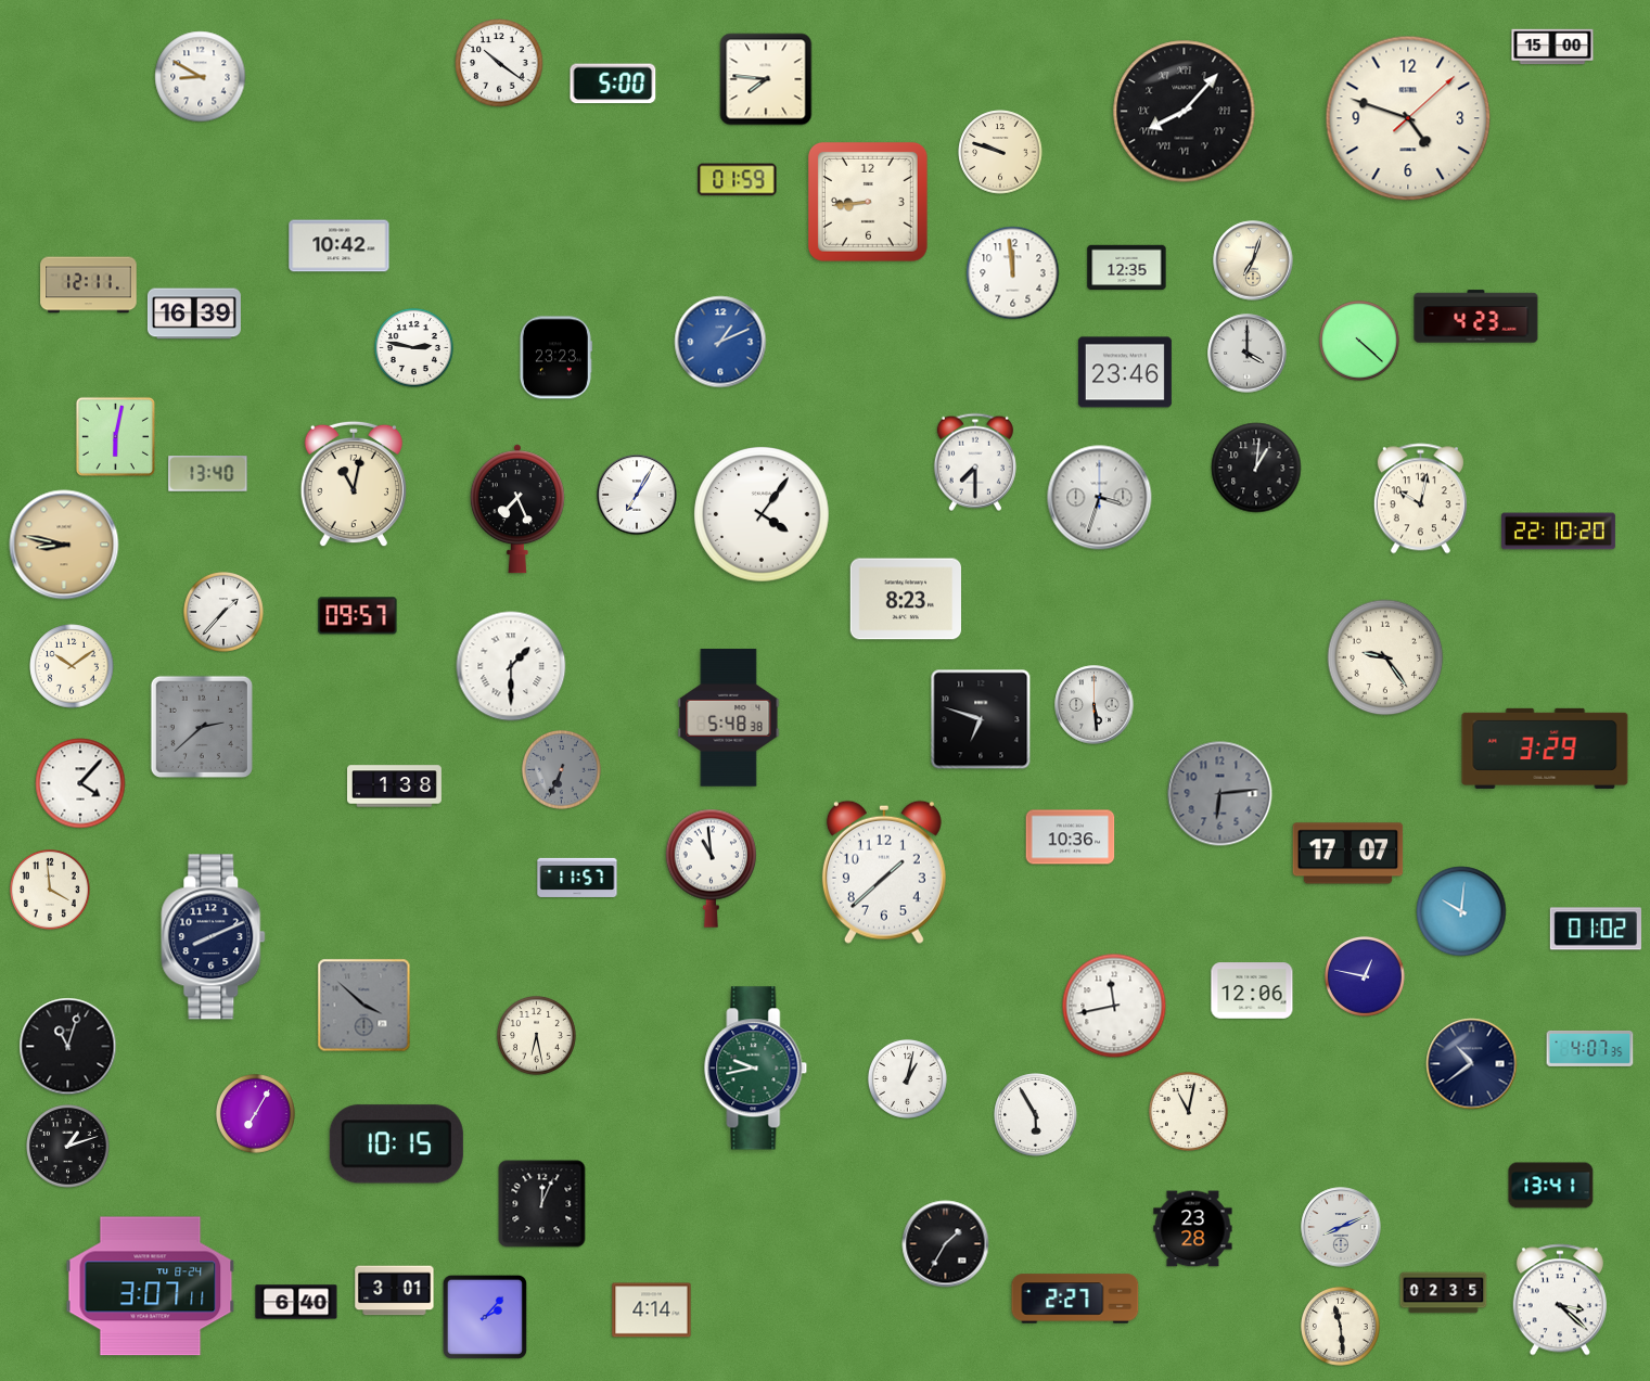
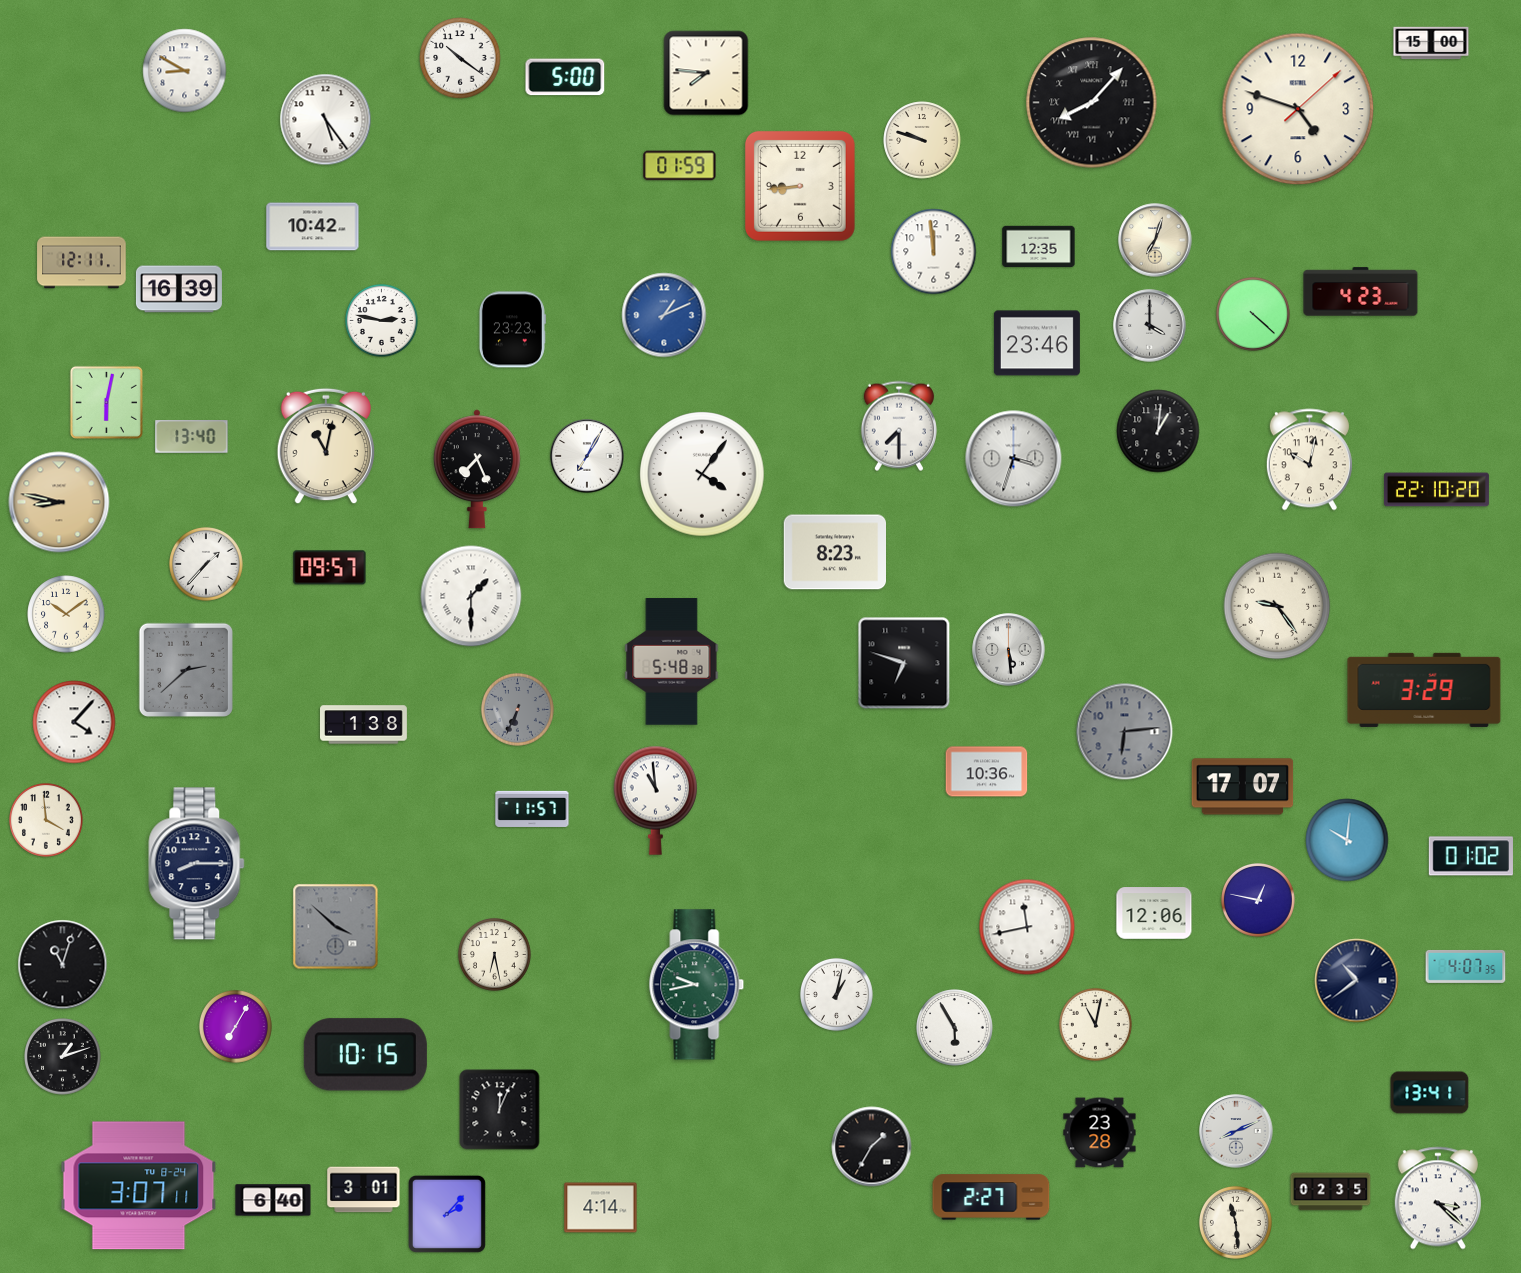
clock at (326, 120): none -> 5:24
clock at (511, 666) position: (511, 666) -> (471, 596)
clock at (884, 872): 1:38 -> none
clock at (214, 937): 8:11 -> 8:15
